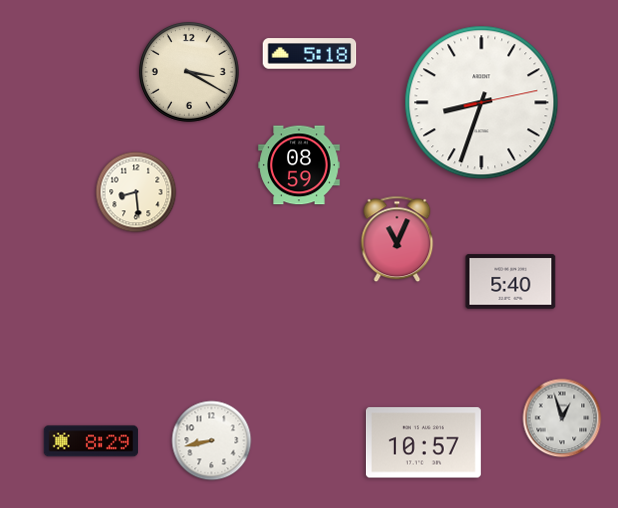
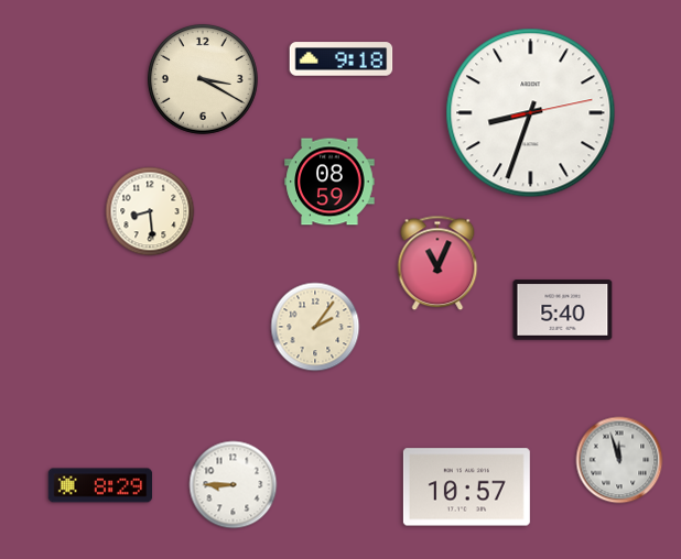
clock at (310, 54): 5:18 -> 9:18
clock at (189, 72) position: (189, 72) -> (203, 79)
clock at (315, 327): none -> 2:06
clock at (562, 418): 12:57 -> 11:57
clock at (212, 441): 8:43 -> 8:45
